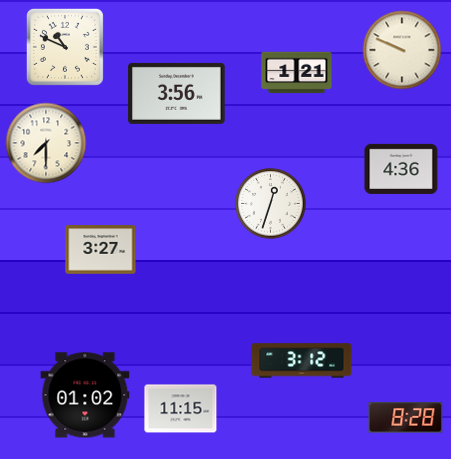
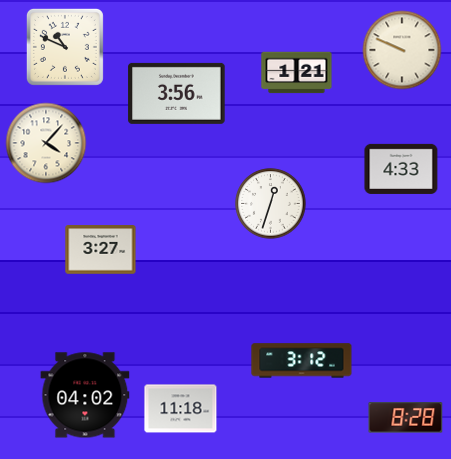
clock at (46, 143): 7:30 -> 4:07
clock at (401, 169): 4:36 -> 4:33
clock at (85, 395): 01:02 -> 04:02
clock at (181, 409): 11:15 -> 11:18
